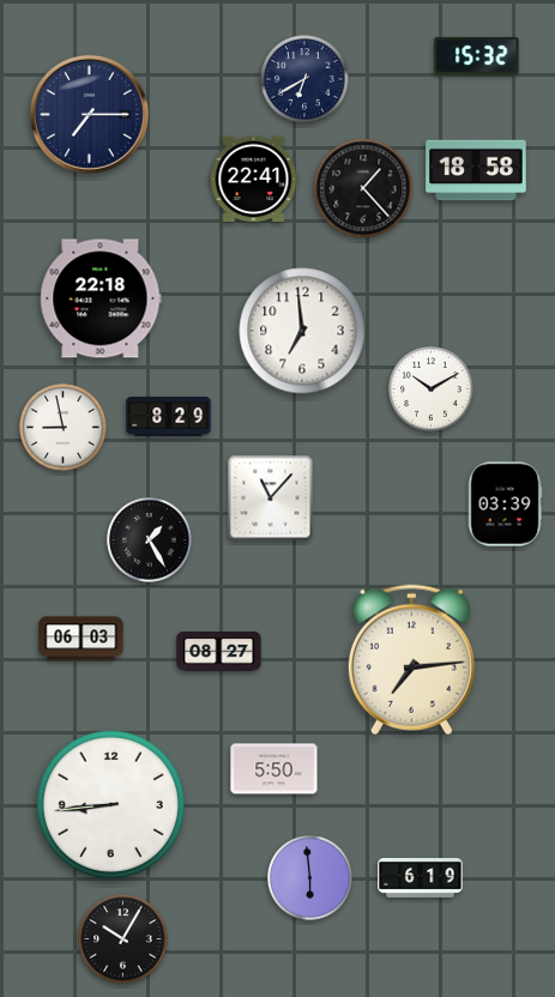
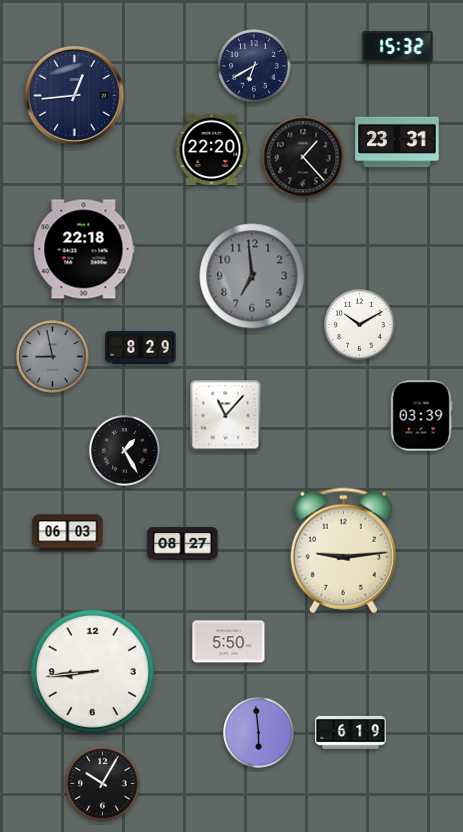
clock at (89, 114): 7:15 -> 12:44
clock at (476, 170): 18:58 -> 23:31
clock at (254, 180): 22:41 -> 22:20
clock at (302, 331) dial: white -> grey
clock at (64, 428) dial: white -> grey
clock at (505, 504) position: (505, 504) -> (421, 416)
clock at (411, 660): 7:14 -> 9:14
